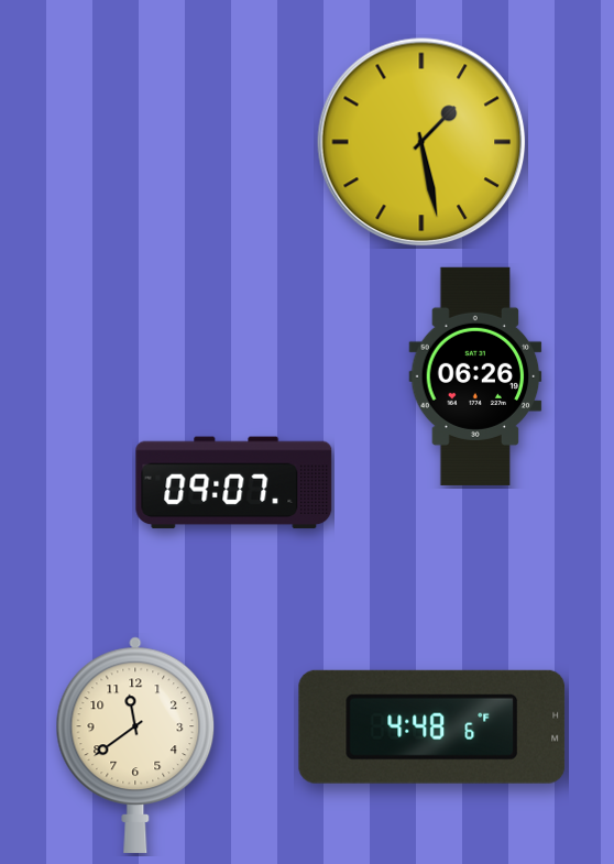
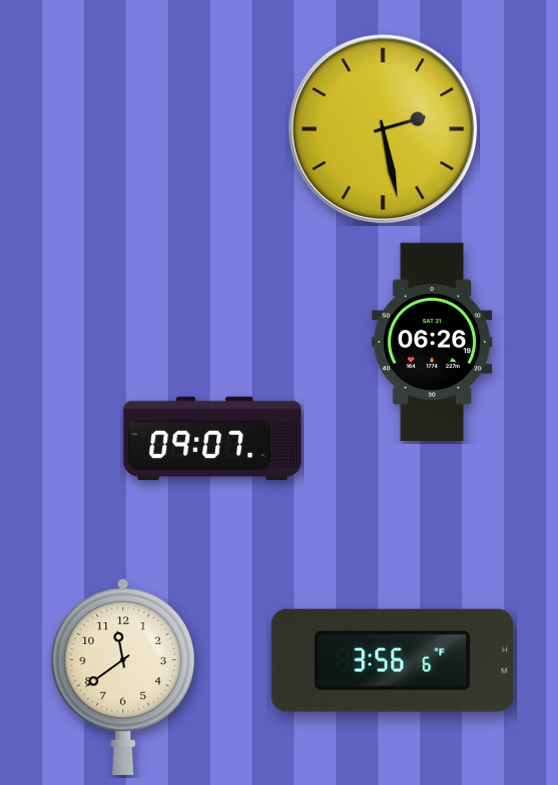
clock at (421, 142): 1:28 -> 2:28
clock at (432, 726): 4:48 -> 3:56
